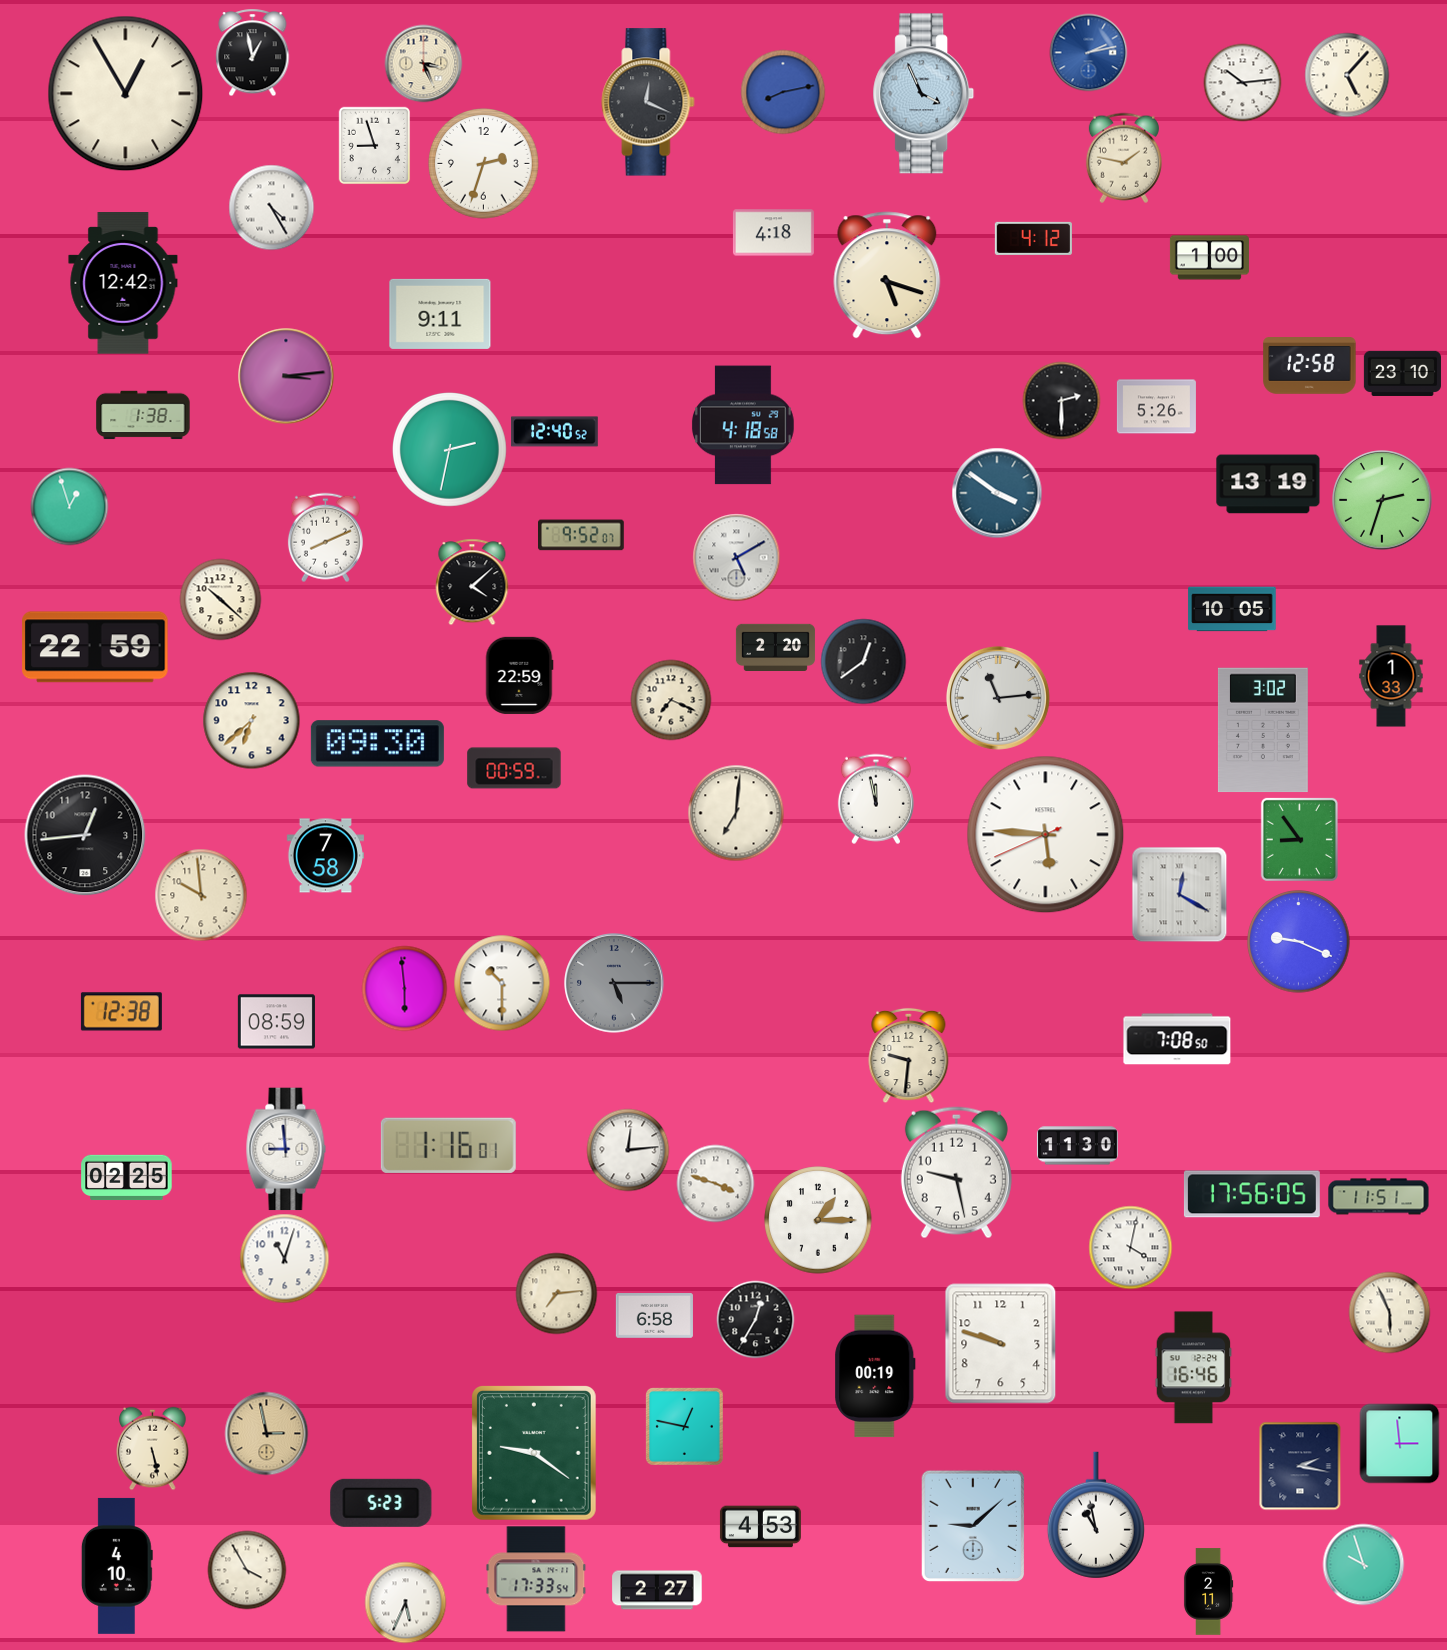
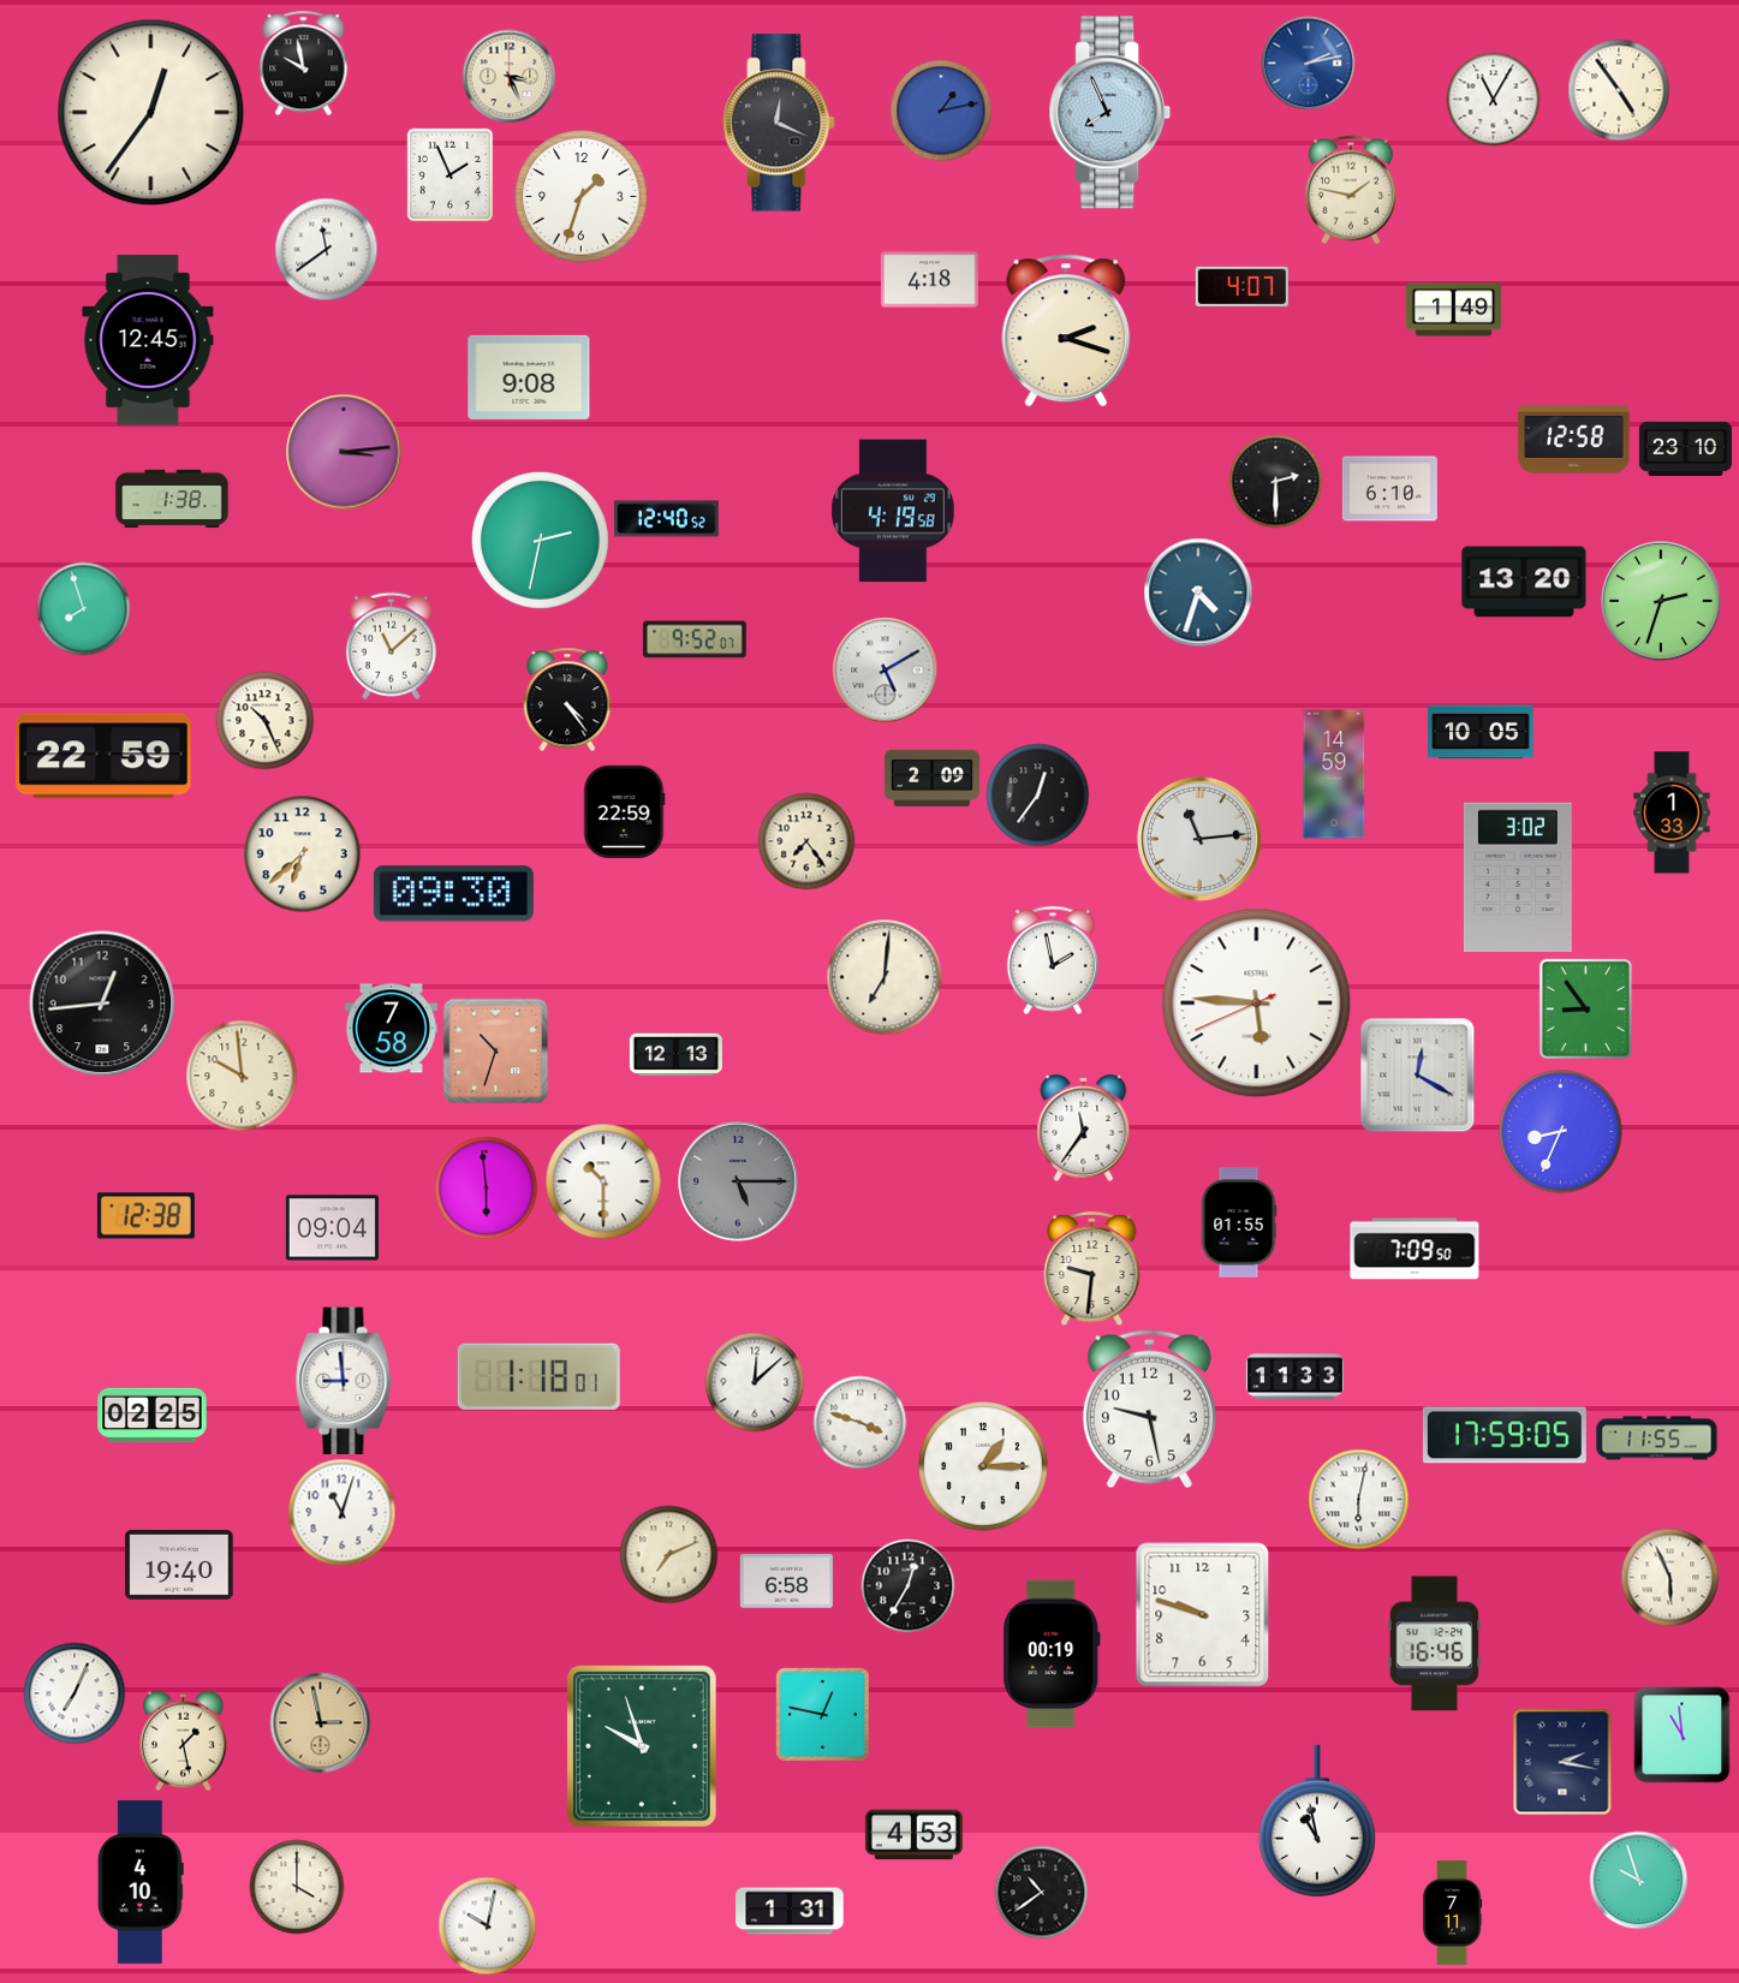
clock at (253, 52): 12:58 -> 9:58
clock at (1347, 75): 5:07 -> 4:54
clock at (1242, 82): 10:14 -> 11:05
clock at (783, 92): 8:13 -> 1:13
clock at (126, 94): 12:55 -> 12:36
clock at (924, 94): 3:56 -> 7:56
clock at (375, 145): 8:57 -> 1:56
clock at (484, 164): 2:33 -> 1:33
clock at (271, 207): 4:25 -> 11:39
clock at (1033, 238): 4:12 -> 4:07
clock at (1209, 258): 1:00 -> 1:49
clock at (887, 275): 5:18 -> 2:18
clock at (123, 283): 12:42 -> 12:45
clock at (440, 314): 9:11 -> 9:08
clock at (1156, 407): 5:26 -> 6:10
clock at (743, 425): 4:18 -> 4:19
clock at (1268, 484): 13:19 -> 13:20
clock at (997, 493): 3:51 -> 4:33
clock at (69, 506): 12:57 -> 7:57
clock at (582, 535) position: (582, 535) -> (696, 639)
clock at (325, 537): 8:11 -> 11:08
clock at (472, 582): 4:08 -> 4:24
clock at (220, 599): 10:22 -> 10:26
clock at (1334, 774): none -> 14:59
clock at (95, 647) position: (95, 647) -> (103, 756)
clock at (775, 647): 2:20 -> 2:09
clock at (863, 661): 12:39 -> 12:36
clock at (671, 700): 7:19 -> 7:24
clock at (251, 720) position: (251, 720) -> (302, 853)
clock at (514, 768): 00:59 -> none
clock at (876, 799): 11:58 -> 1:58
clock at (1299, 839) position: (1299, 839) -> (1585, 1008)
clock at (495, 1050): none -> 10:33
clock at (675, 1055): none -> 12:13
clock at (1084, 1127): none -> 11:36
clock at (1299, 942): 9:19 -> 8:34
clock at (1239, 1222): none -> 01:55
clock at (276, 1022): 08:59 -> 09:04
clock at (1177, 1039): 7:08 -> 7:09
clock at (448, 1145): 1:16 -> 1:18
clock at (1077, 1146): 11:30 -> 11:33
clock at (628, 1150): 12:14 -> 12:08
clock at (1252, 1194): 17:56 -> 17:59
clock at (1379, 1197): 11:51 -> 11:55
clock at (1130, 1247): 4:02 -> 6:02
clock at (556, 1293): 7:14 -> 7:11
clock at (179, 1565): none -> 19:40
clock at (75, 1693): none -> 7:04
clock at (1399, 1443): 2:59 -> 10:59
clock at (153, 1448): 5:28 -> 1:28
clock at (534, 1453): 9:21 -> 9:57
clock at (381, 1503): 5:23 -> none
clock at (973, 1526): 9:08 -> none
clock at (247, 1570): 3:55 -> 4:00
clock at (1041, 1892): none -> 10:39
clock at (536, 1579): 17:33 -> none
clock at (657, 1590): 2:27 -> 1:31
clock at (1208, 1592): 2:11 -> 7:11
clock at (405, 1602): 5:34 -> 10:02
